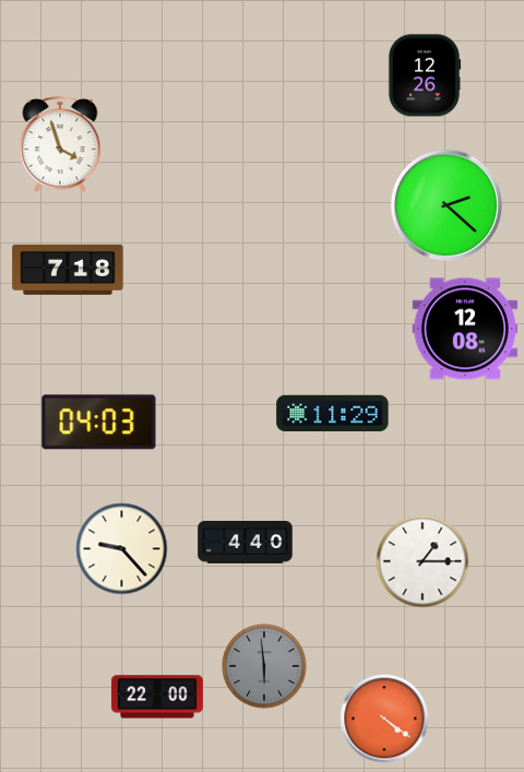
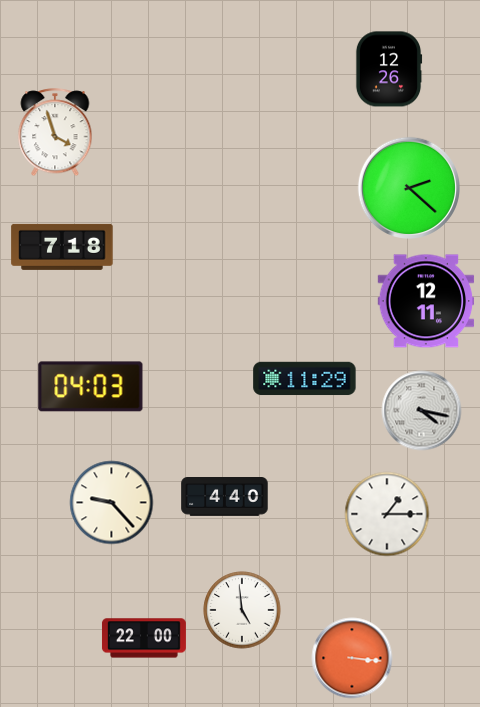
clock at (465, 329): 12:08 -> 12:11
clock at (422, 411): none -> 4:17
clock at (264, 666): 5:59 -> 4:59
clock at (264, 666) dial: grey -> white
clock at (384, 718): 4:21 -> 3:16
